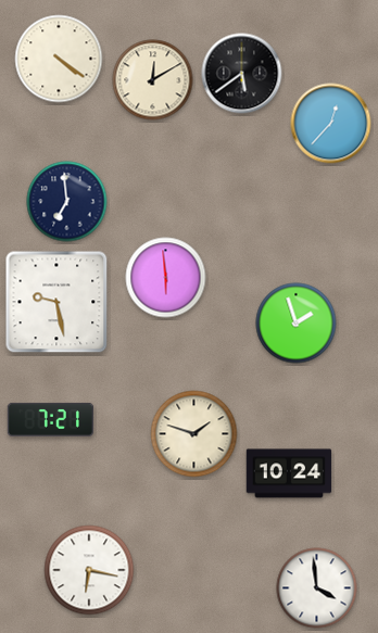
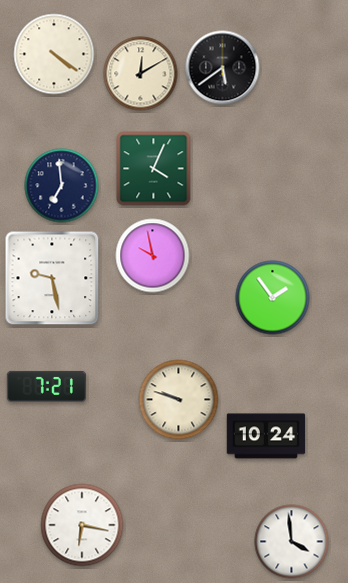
clock at (331, 124): 12:37 -> none
clock at (154, 169): none -> 4:04
clock at (166, 278): 5:59 -> 9:58
clock at (297, 324): 1:57 -> 1:54
clock at (194, 434): 1:48 -> 9:48
